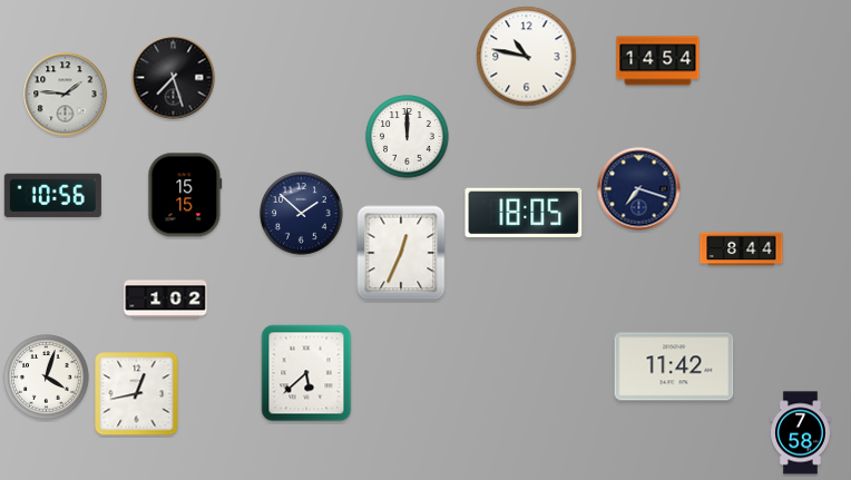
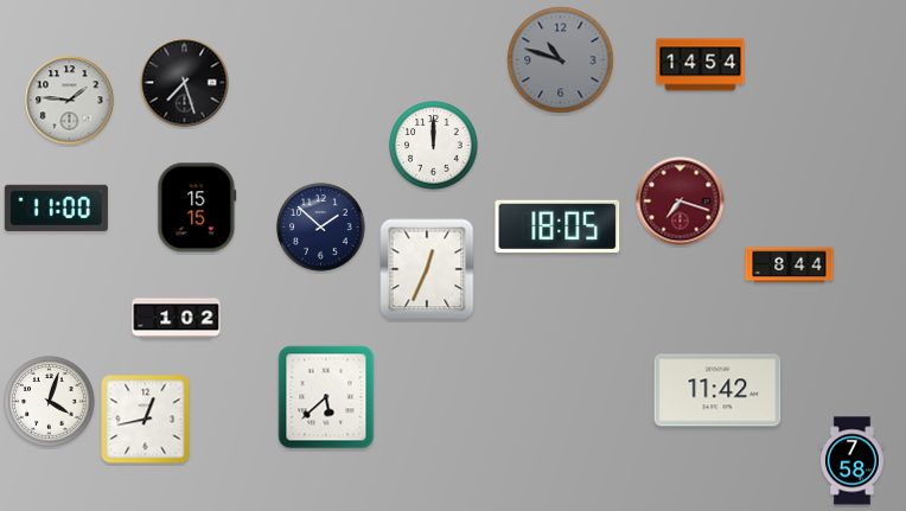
clock at (527, 57): 10:47 -> 10:48
clock at (527, 57) dial: white -> grey
clock at (639, 189) dial: navy -> burgundy
clock at (52, 195): 10:56 -> 11:00
